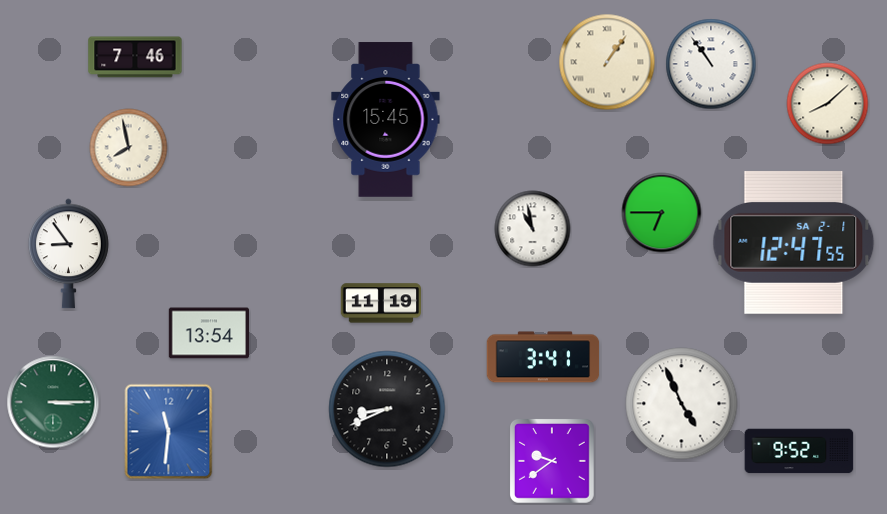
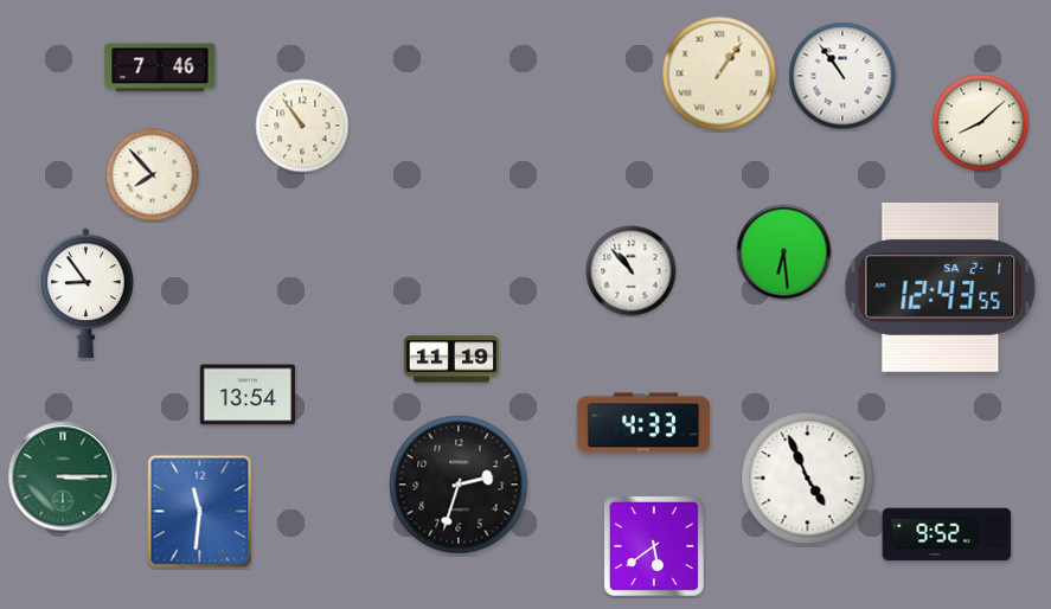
clock at (302, 126): none -> 10:54
clock at (386, 120): 15:45 -> none
clock at (129, 148): 7:58 -> 7:53
clock at (662, 213): 6:45 -> 6:29
clock at (533, 229): 10:58 -> 10:53
clock at (794, 242): 12:47 -> 12:43
clock at (69, 254) position: (69, 254) -> (86, 294)
clock at (543, 357): 3:41 -> 4:33
clock at (387, 409): 8:41 -> 2:33
clock at (553, 462): 9:39 -> 5:39
